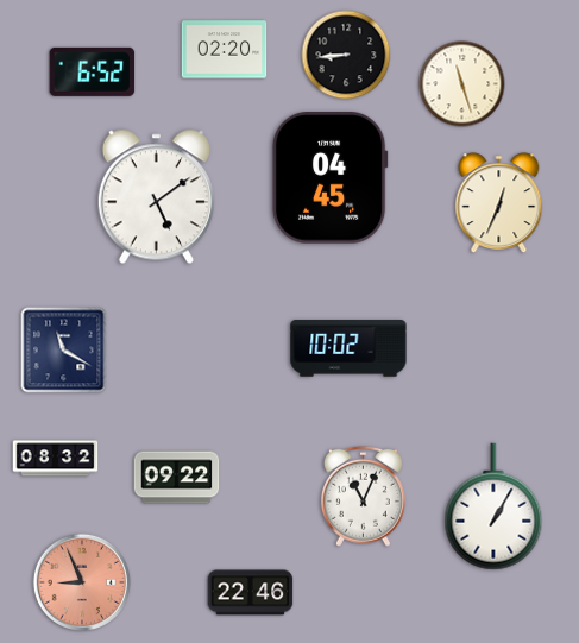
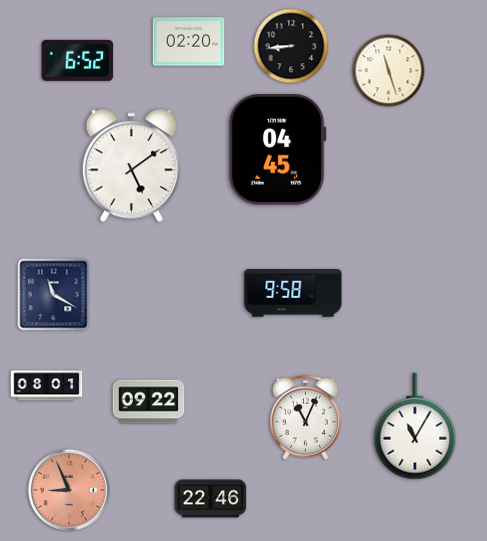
clock at (499, 203): 12:34 -> none
clock at (348, 348): 10:02 -> 9:58
clock at (56, 459): 08:32 -> 08:01
clock at (493, 506): 1:05 -> 11:05
